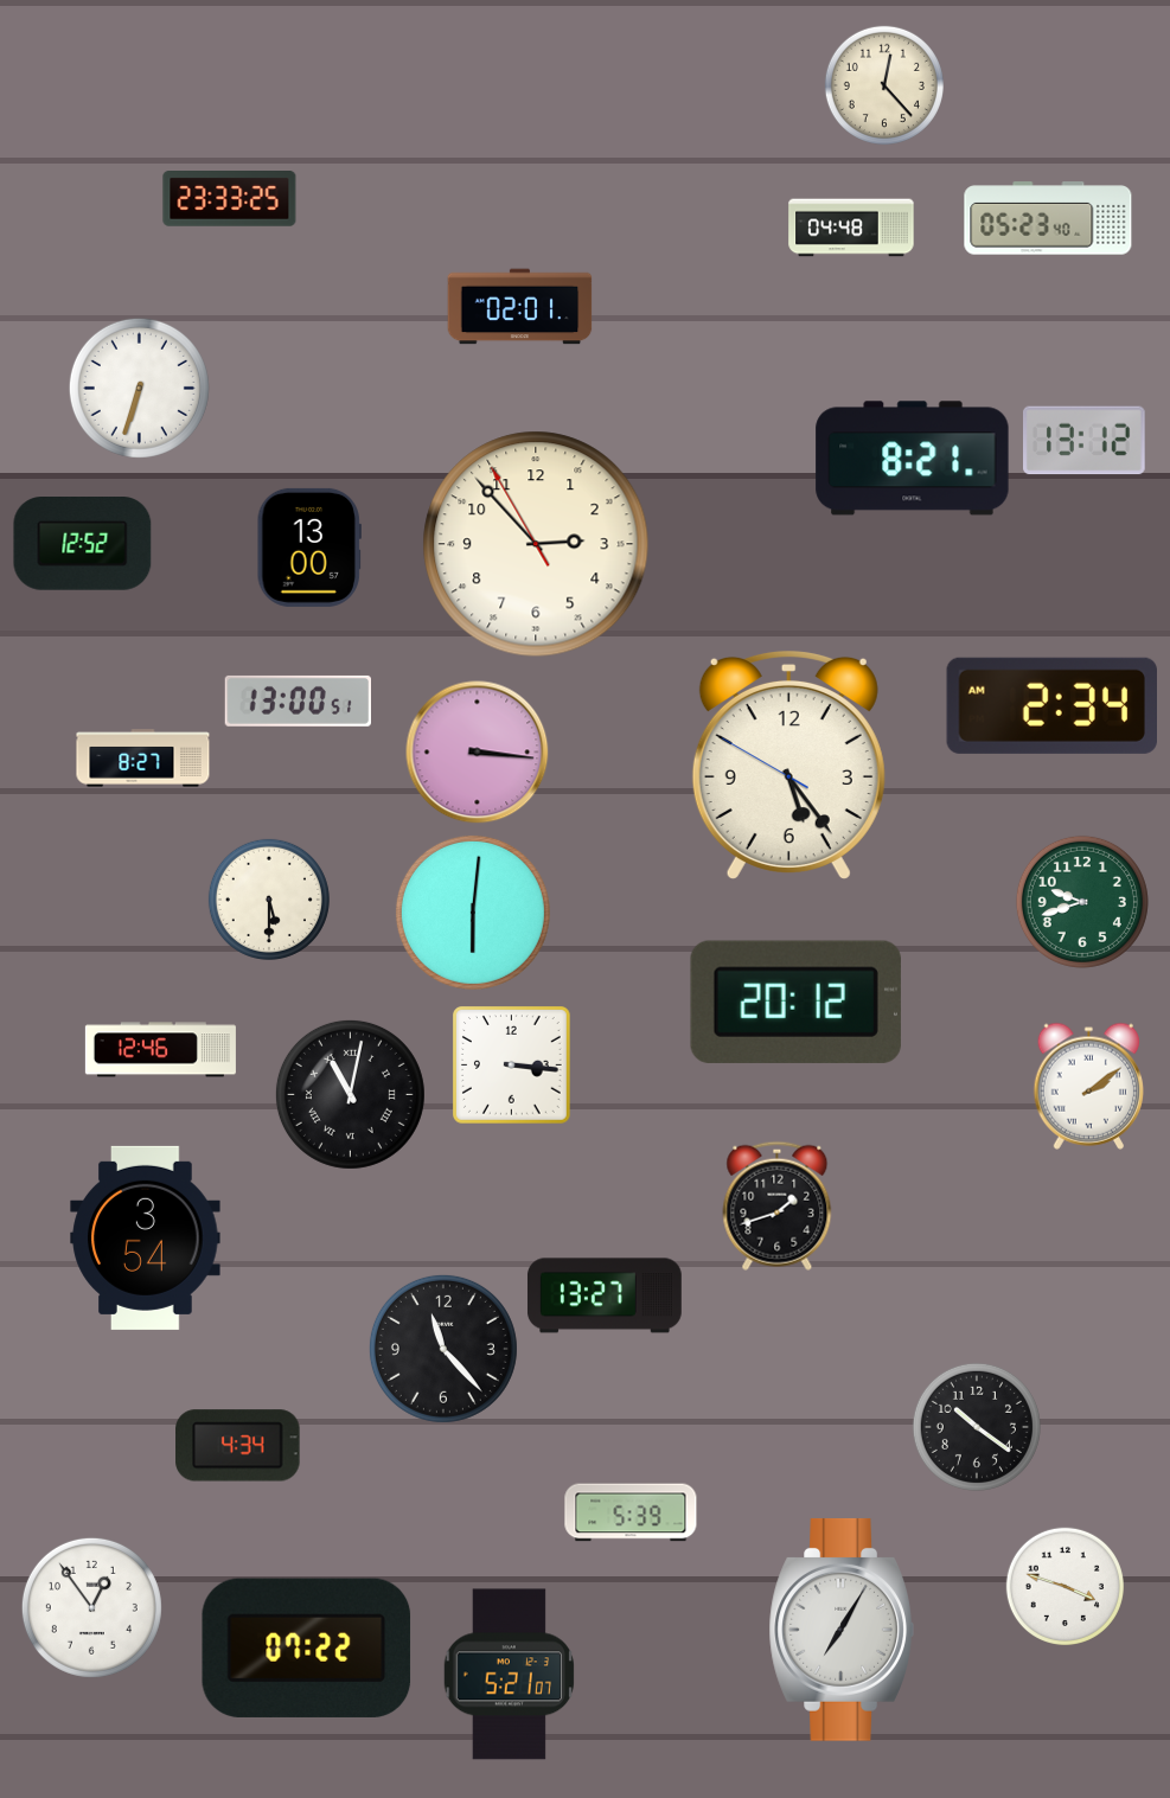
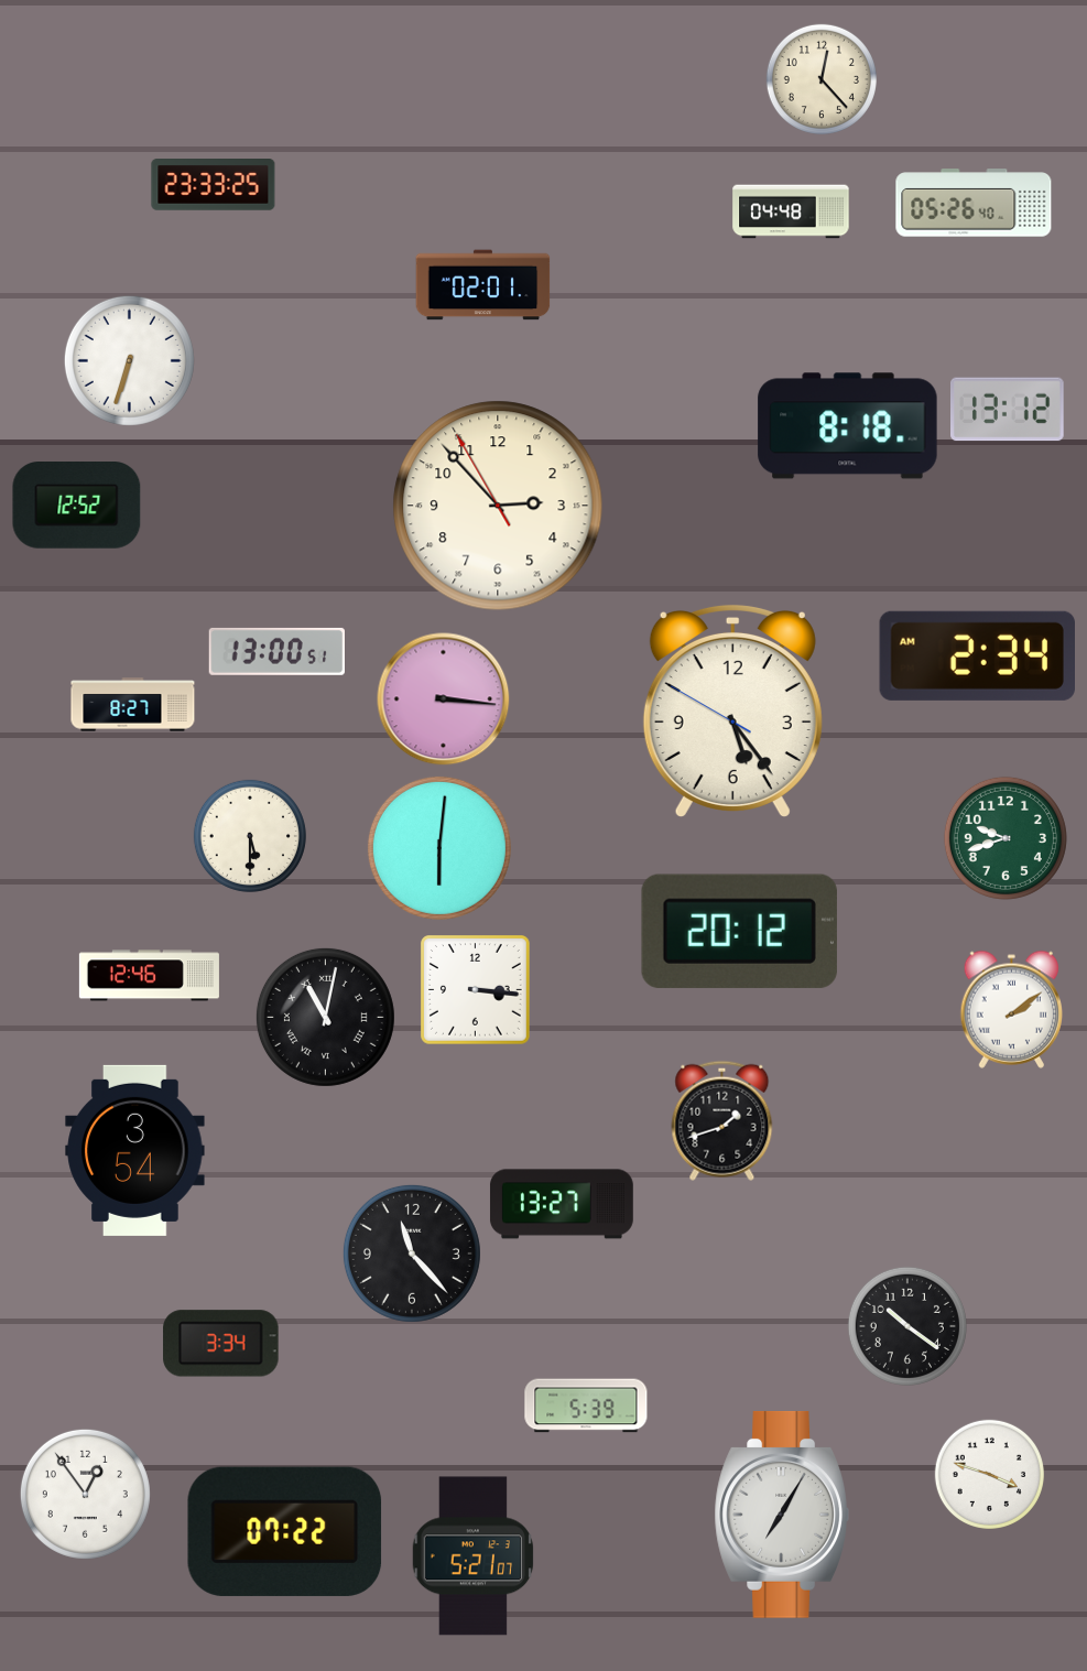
clock at (1048, 218): 05:23 -> 05:26
clock at (913, 459): 8:21 -> 8:18
clock at (308, 548): 13:00 -> none
clock at (238, 1446): 4:34 -> 3:34
